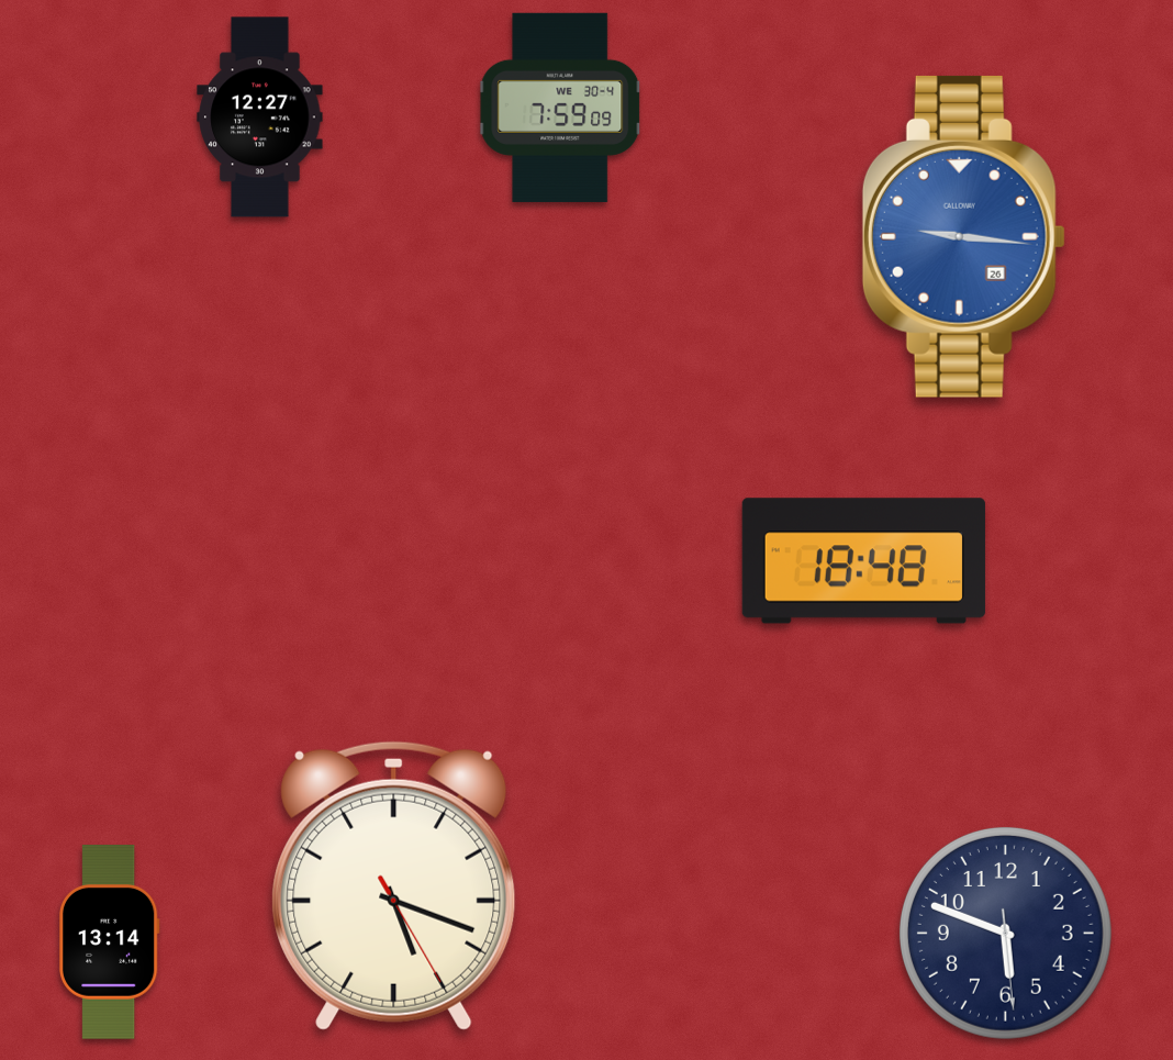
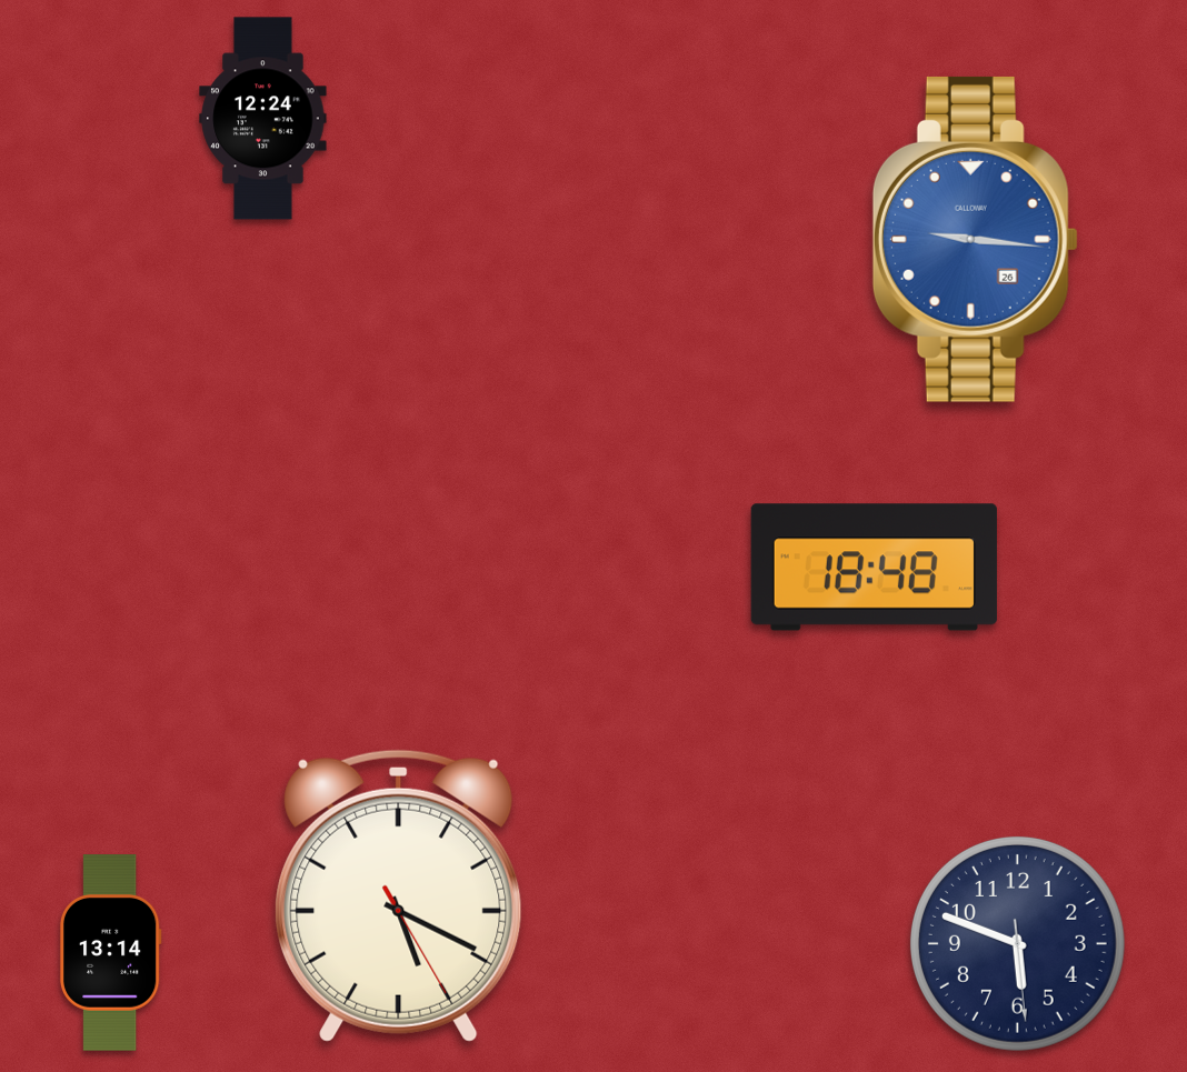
clock at (560, 108): 7:59 -> none
clock at (260, 118): 12:27 -> 12:24
clock at (394, 885): 5:18 -> 5:19
